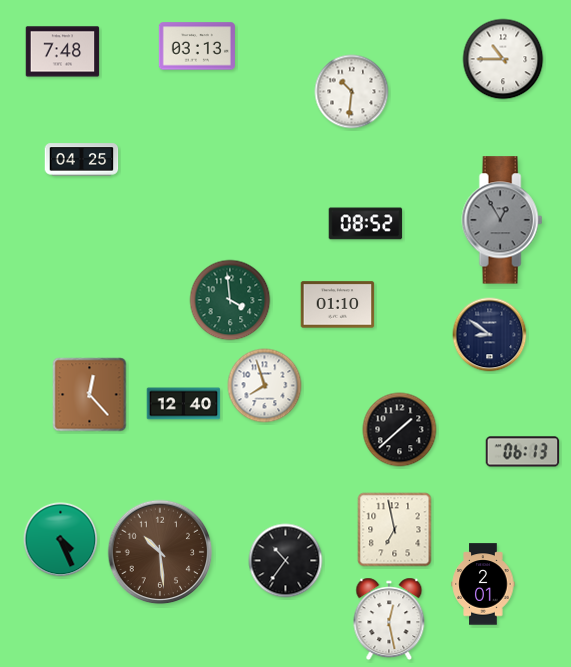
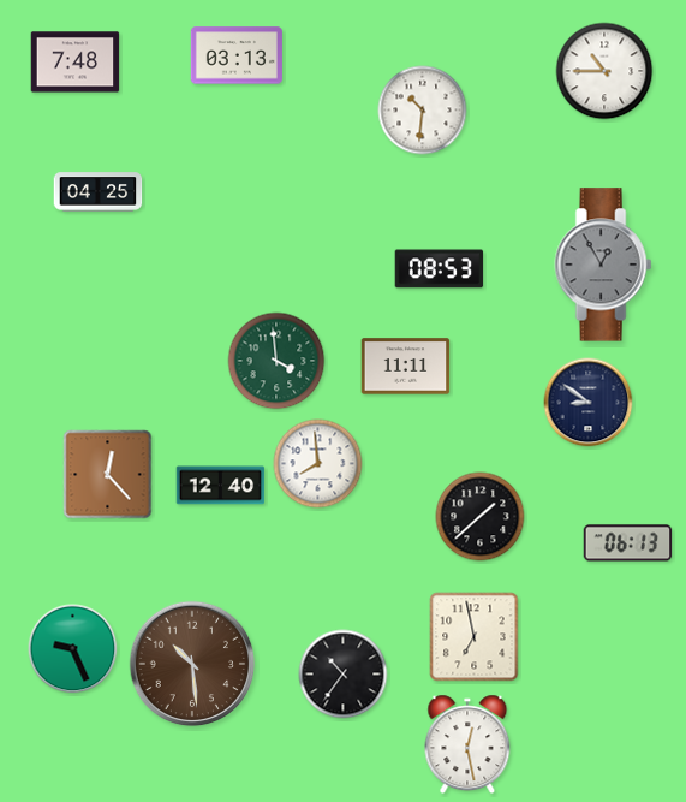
clock at (366, 224): 08:52 -> 08:53
clock at (338, 305): 01:10 -> 11:11
clock at (265, 386): 7:57 -> 7:59
clock at (61, 540): 4:26 -> 9:26
clock at (483, 584): 2:01 -> none
